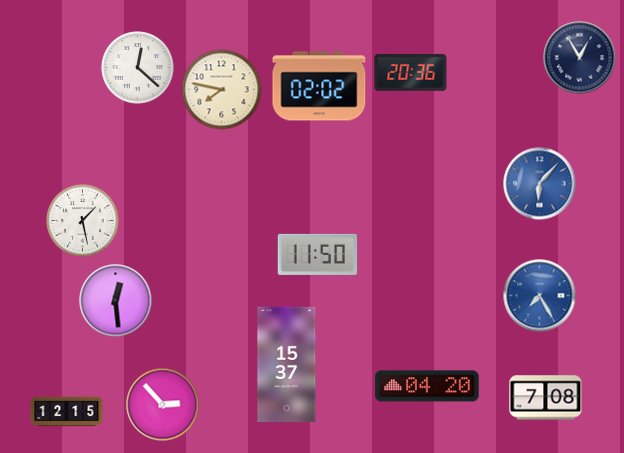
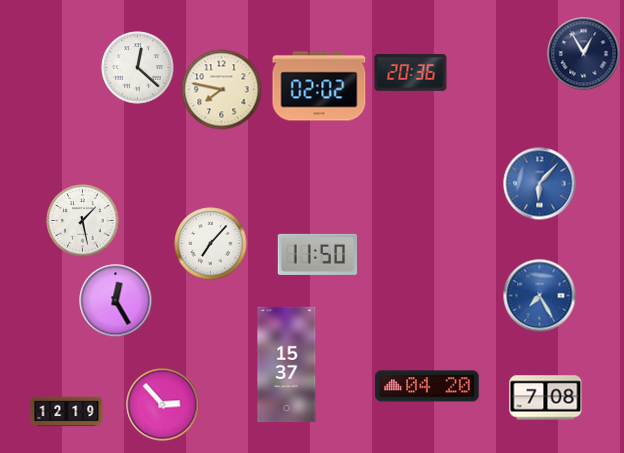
clock at (580, 58) position: (580, 58) -> (584, 54)
clock at (211, 244): none -> 7:07
clock at (116, 301): 12:29 -> 12:25
clock at (67, 412): 12:15 -> 12:19
